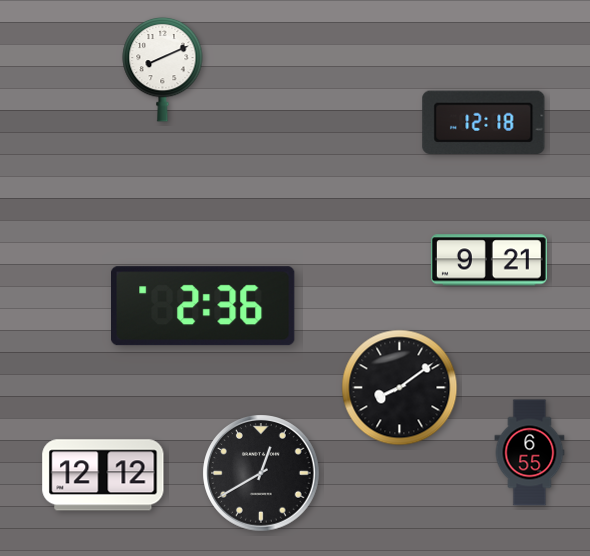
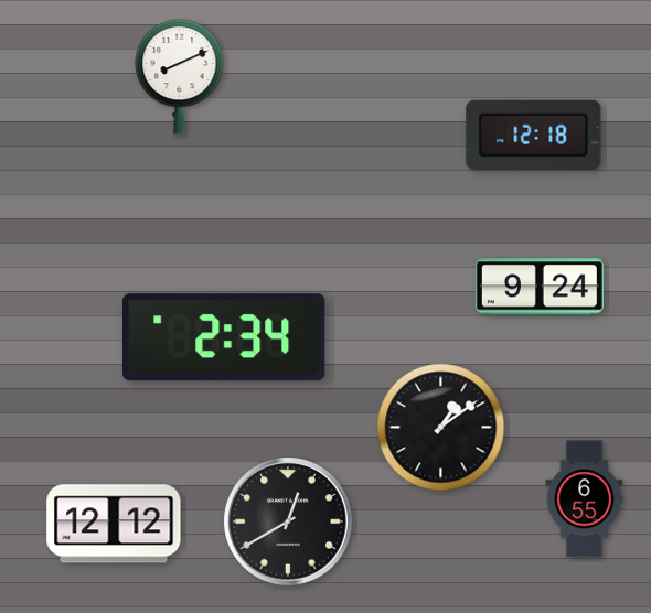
clock at (489, 260): 9:21 -> 9:24
clock at (204, 306): 2:36 -> 2:34
clock at (400, 388): 8:09 -> 1:09
